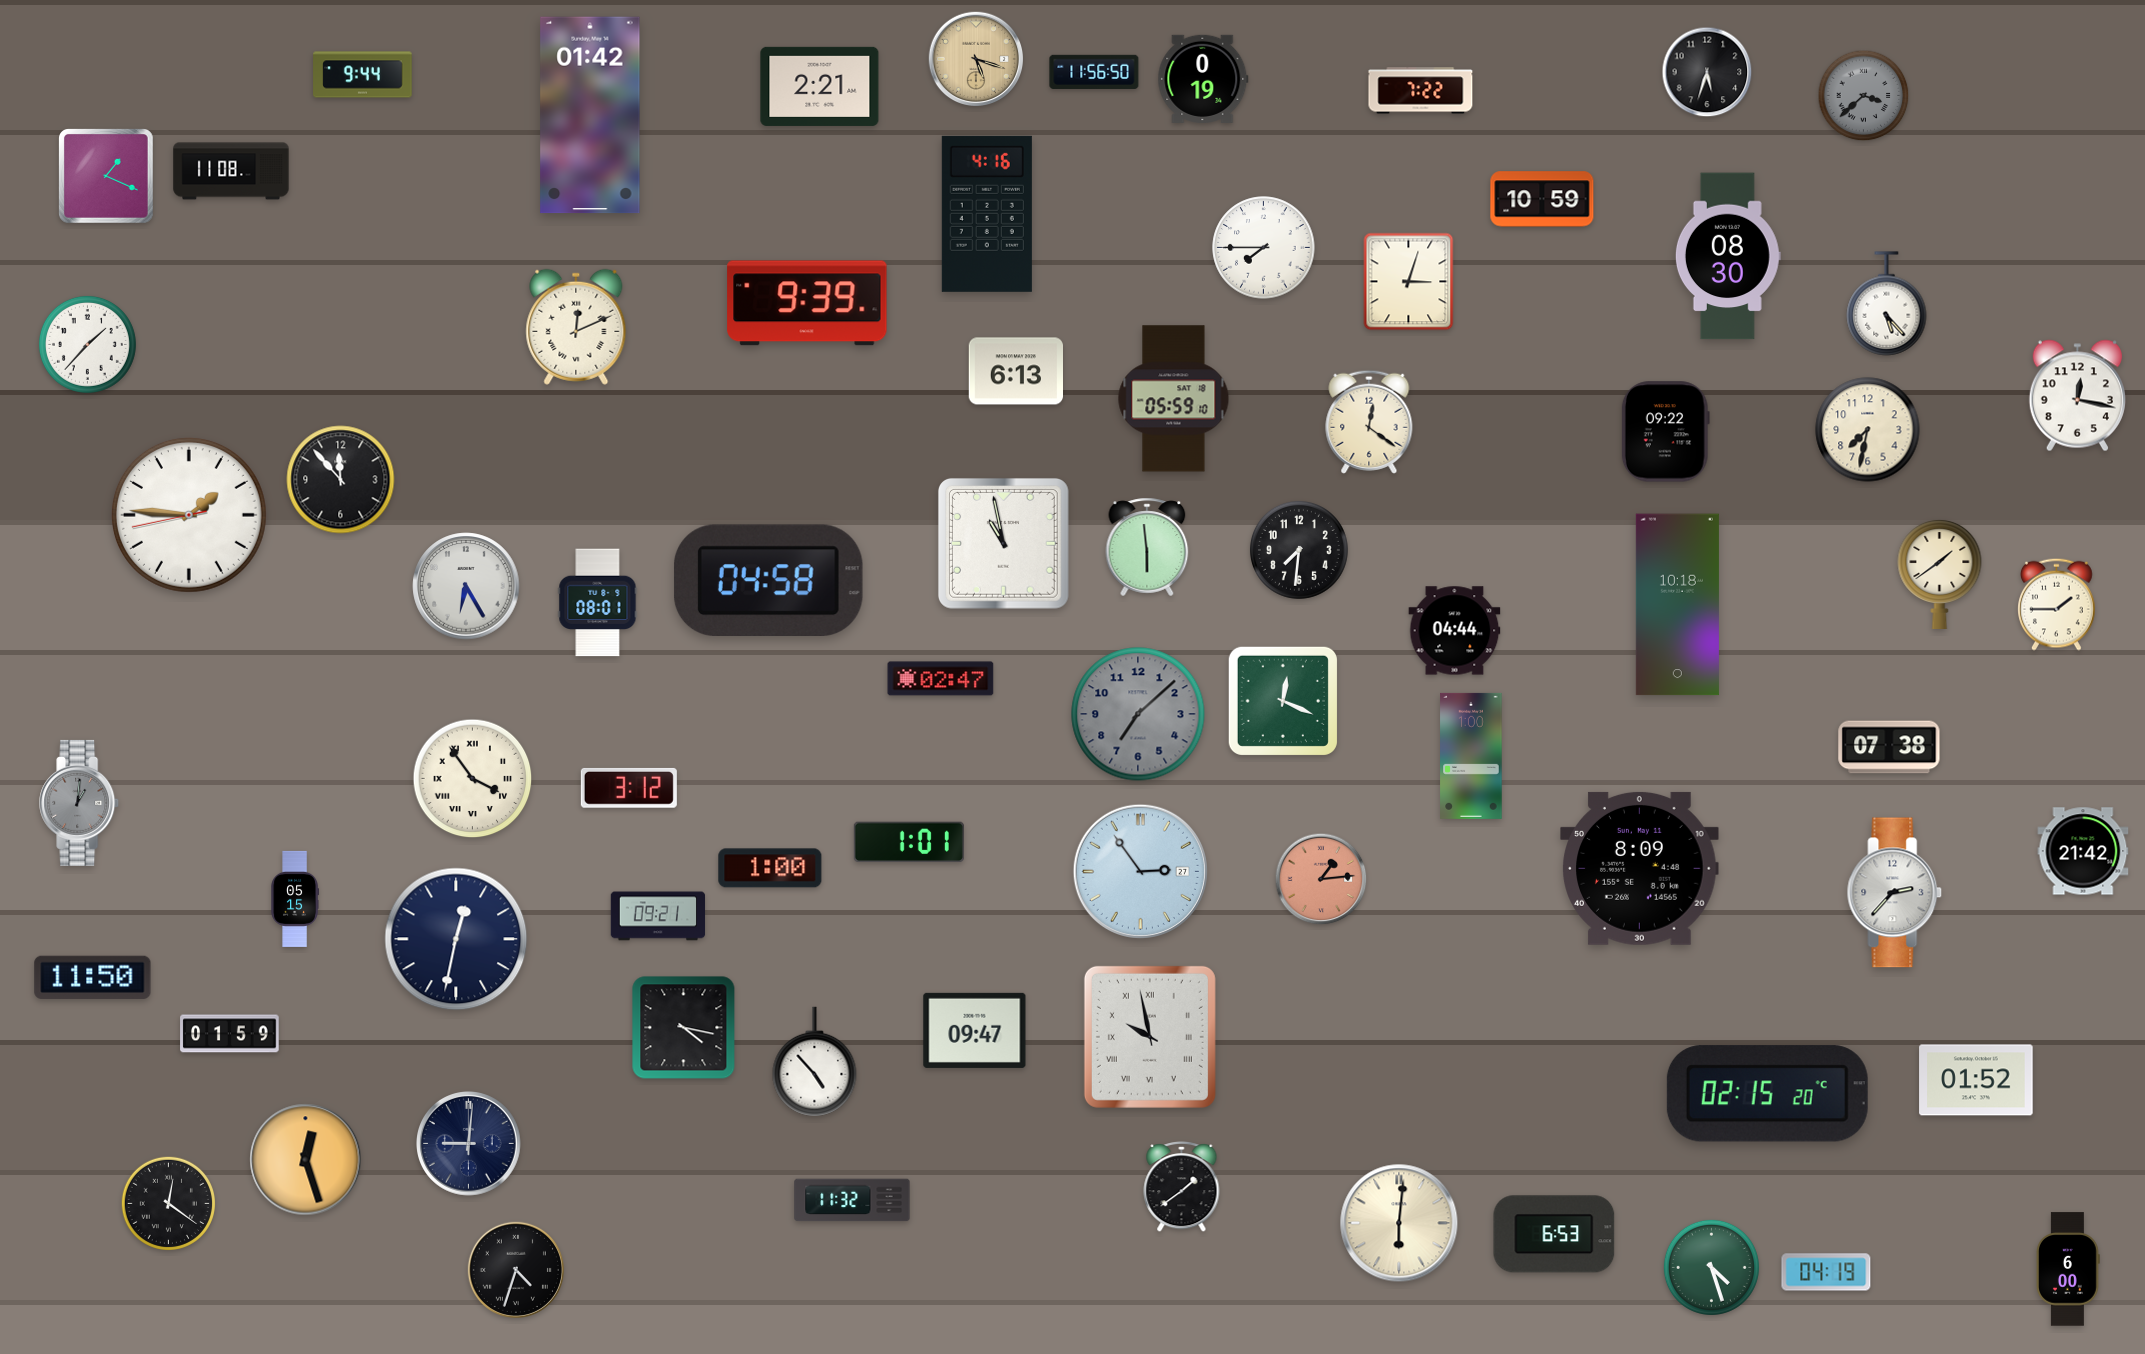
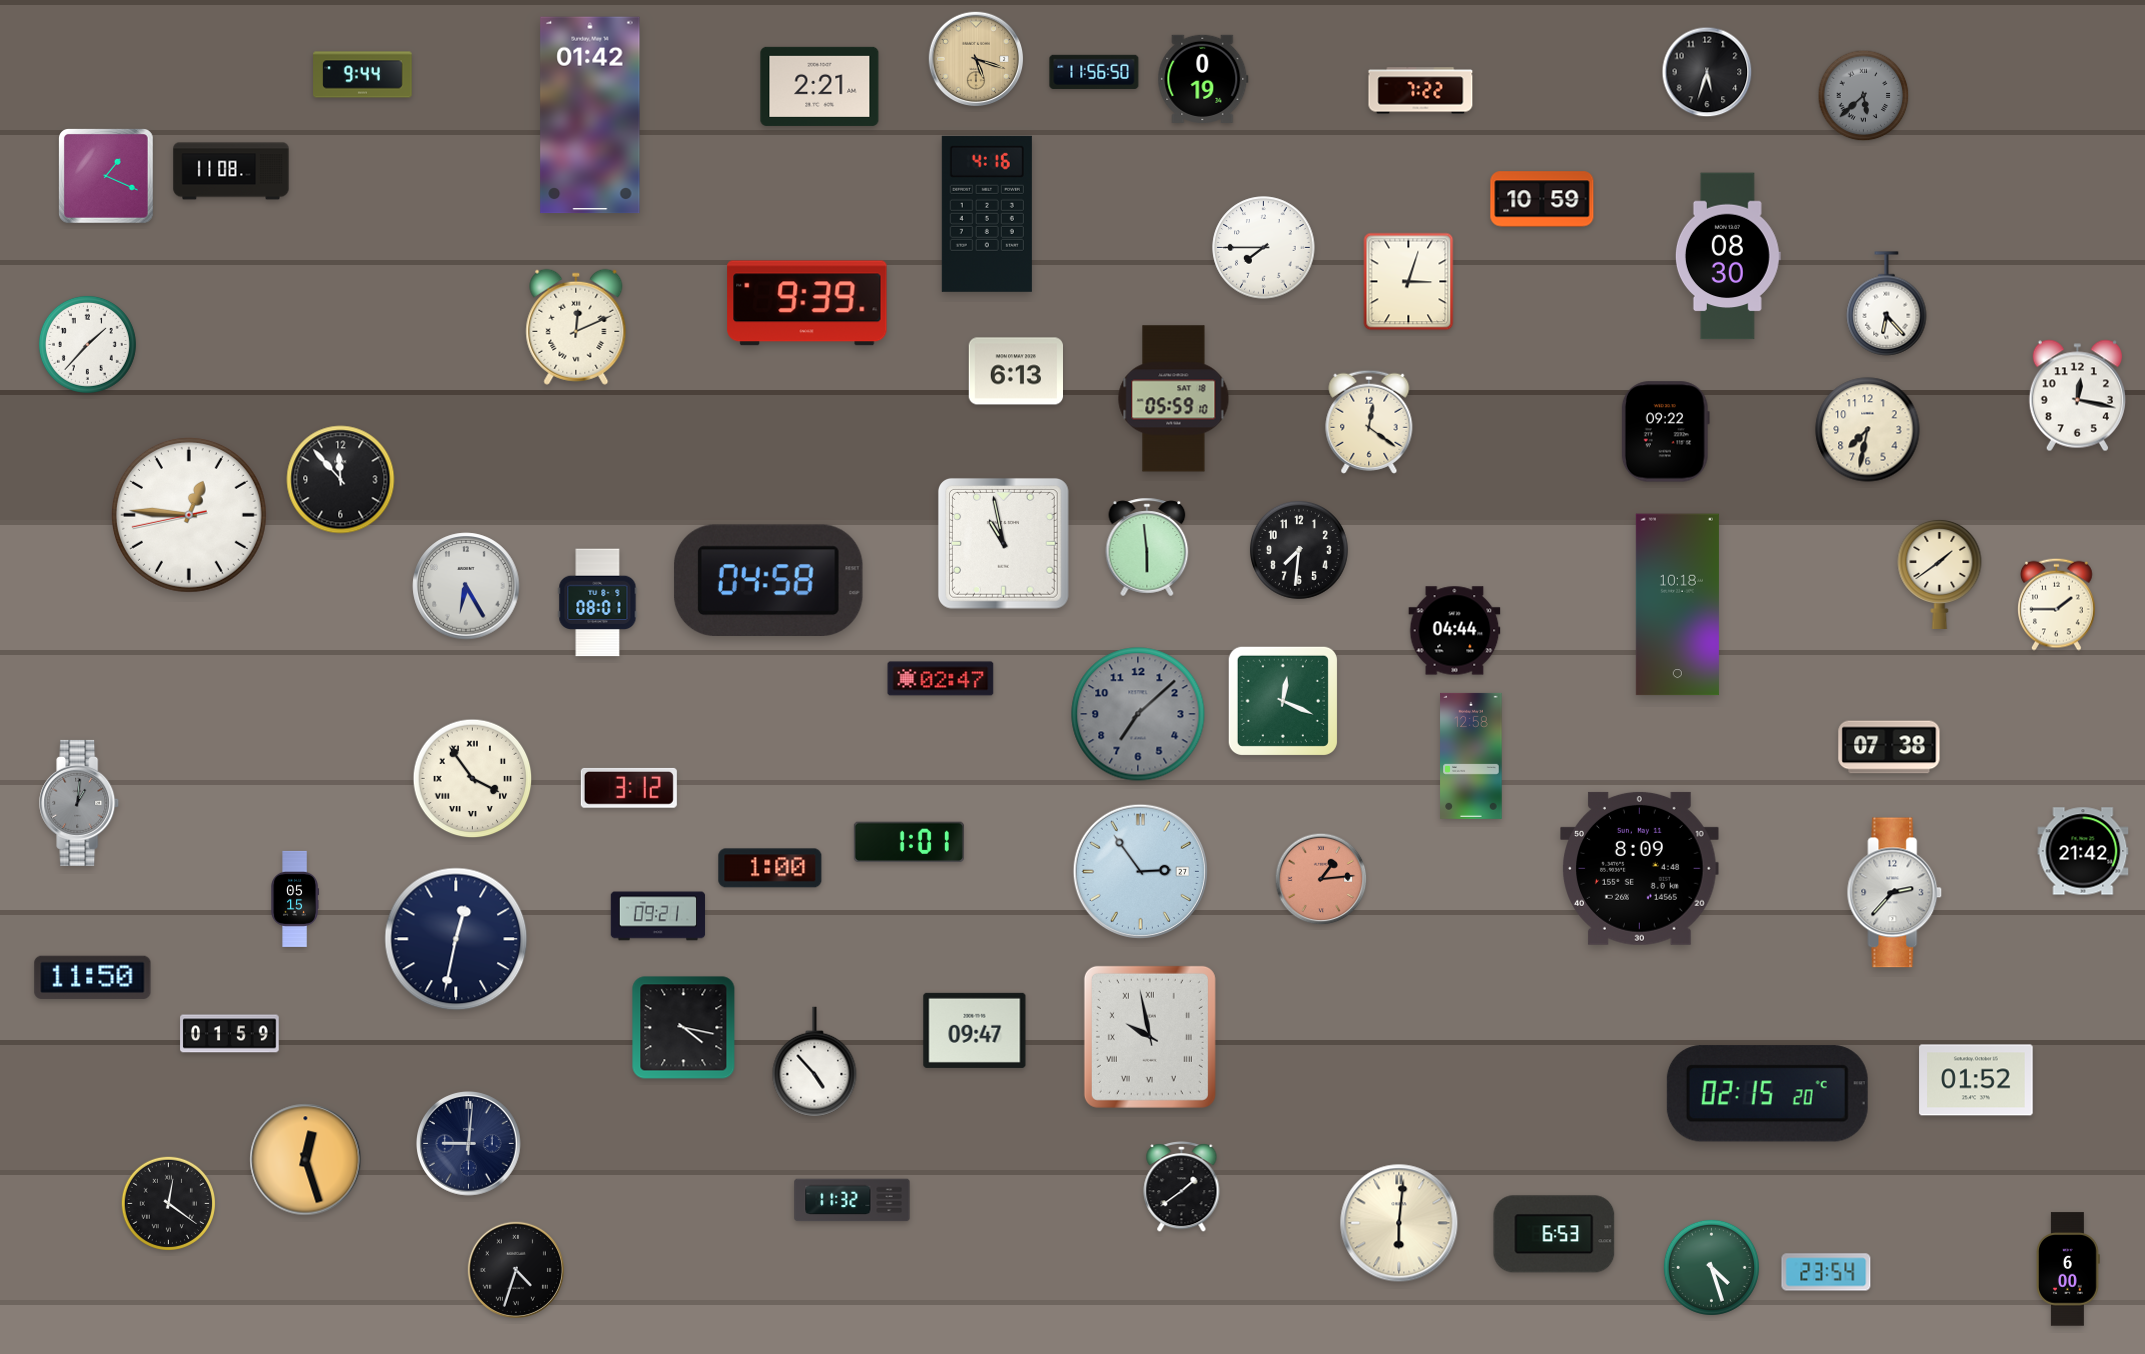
clock at (1864, 96): 3:38 -> 5:38
clock at (1887, 304): 5:23 -> 6:23
clock at (189, 515): 1:45 -> 12:45
clock at (1471, 756): 1:00 -> 12:58
clock at (1826, 1272): 04:19 -> 23:54
